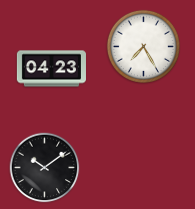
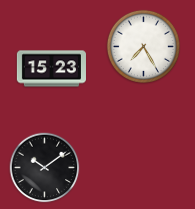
clock at (51, 69): 04:23 -> 15:23
